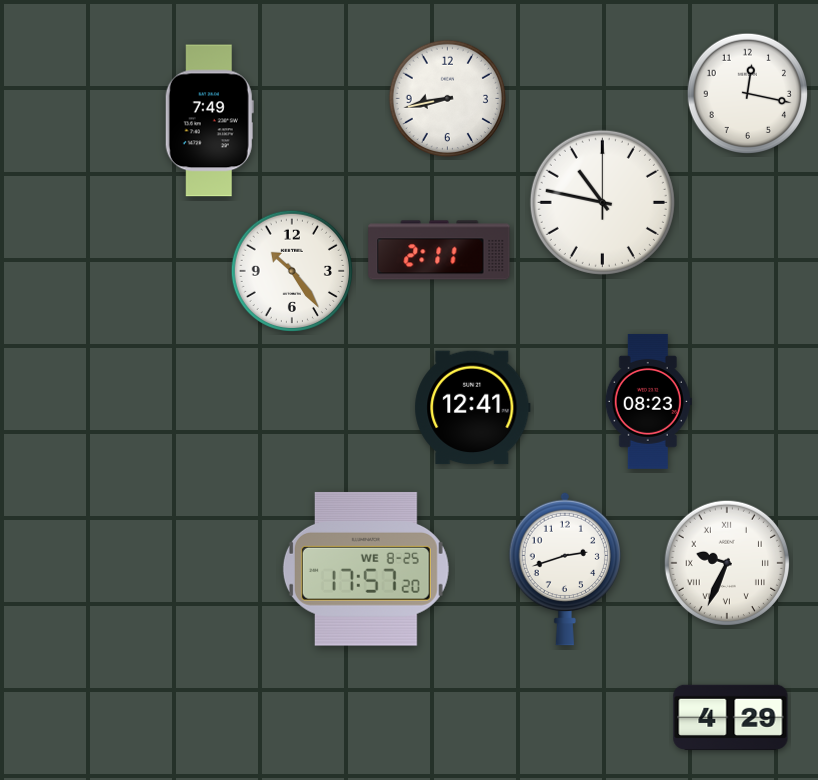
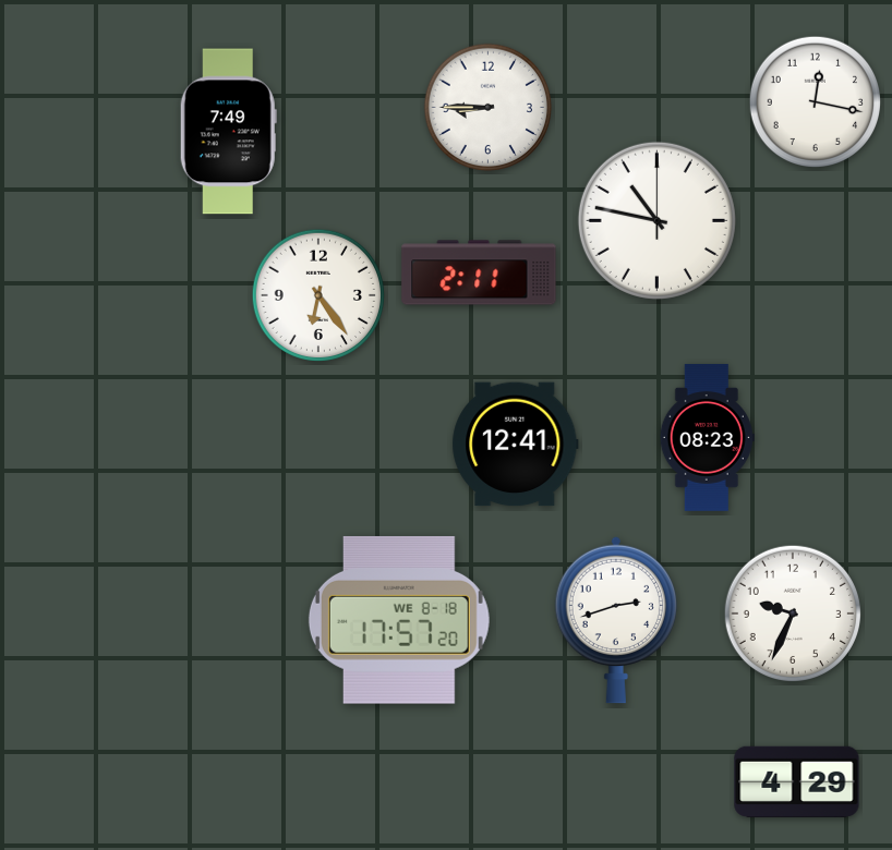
clock at (448, 99): 8:43 -> 8:45
clock at (291, 270): 10:24 -> 6:24
clock at (726, 562) numerals: Roman -> Arabic
clock at (366, 569) date: WE 8-25 -> WE 8-18
